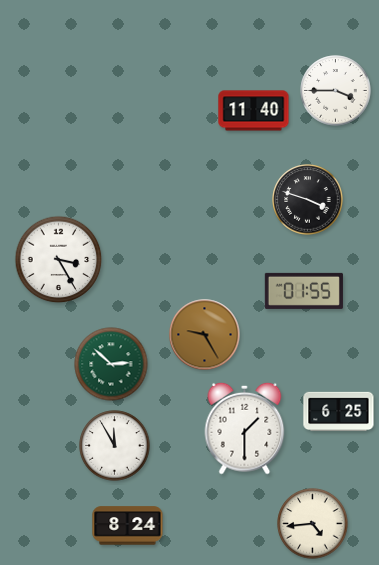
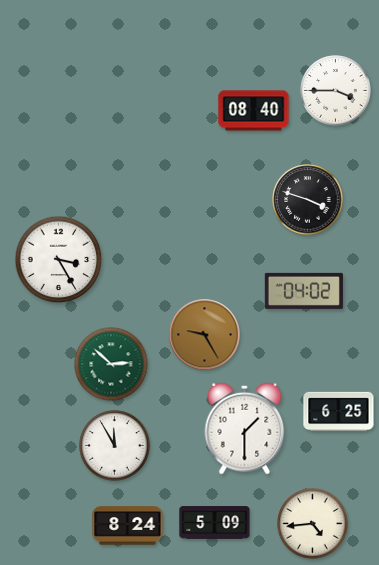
clock at (254, 111): 11:40 -> 08:40
clock at (304, 291): 01:55 -> 04:02
clock at (215, 523): none -> 5:09
